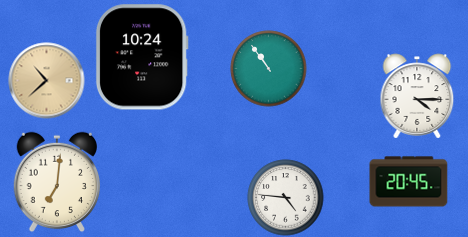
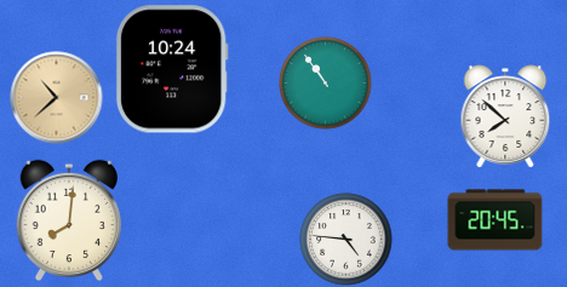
clock at (417, 96): 4:15 -> 7:52
clock at (56, 182): 7:01 -> 8:01
